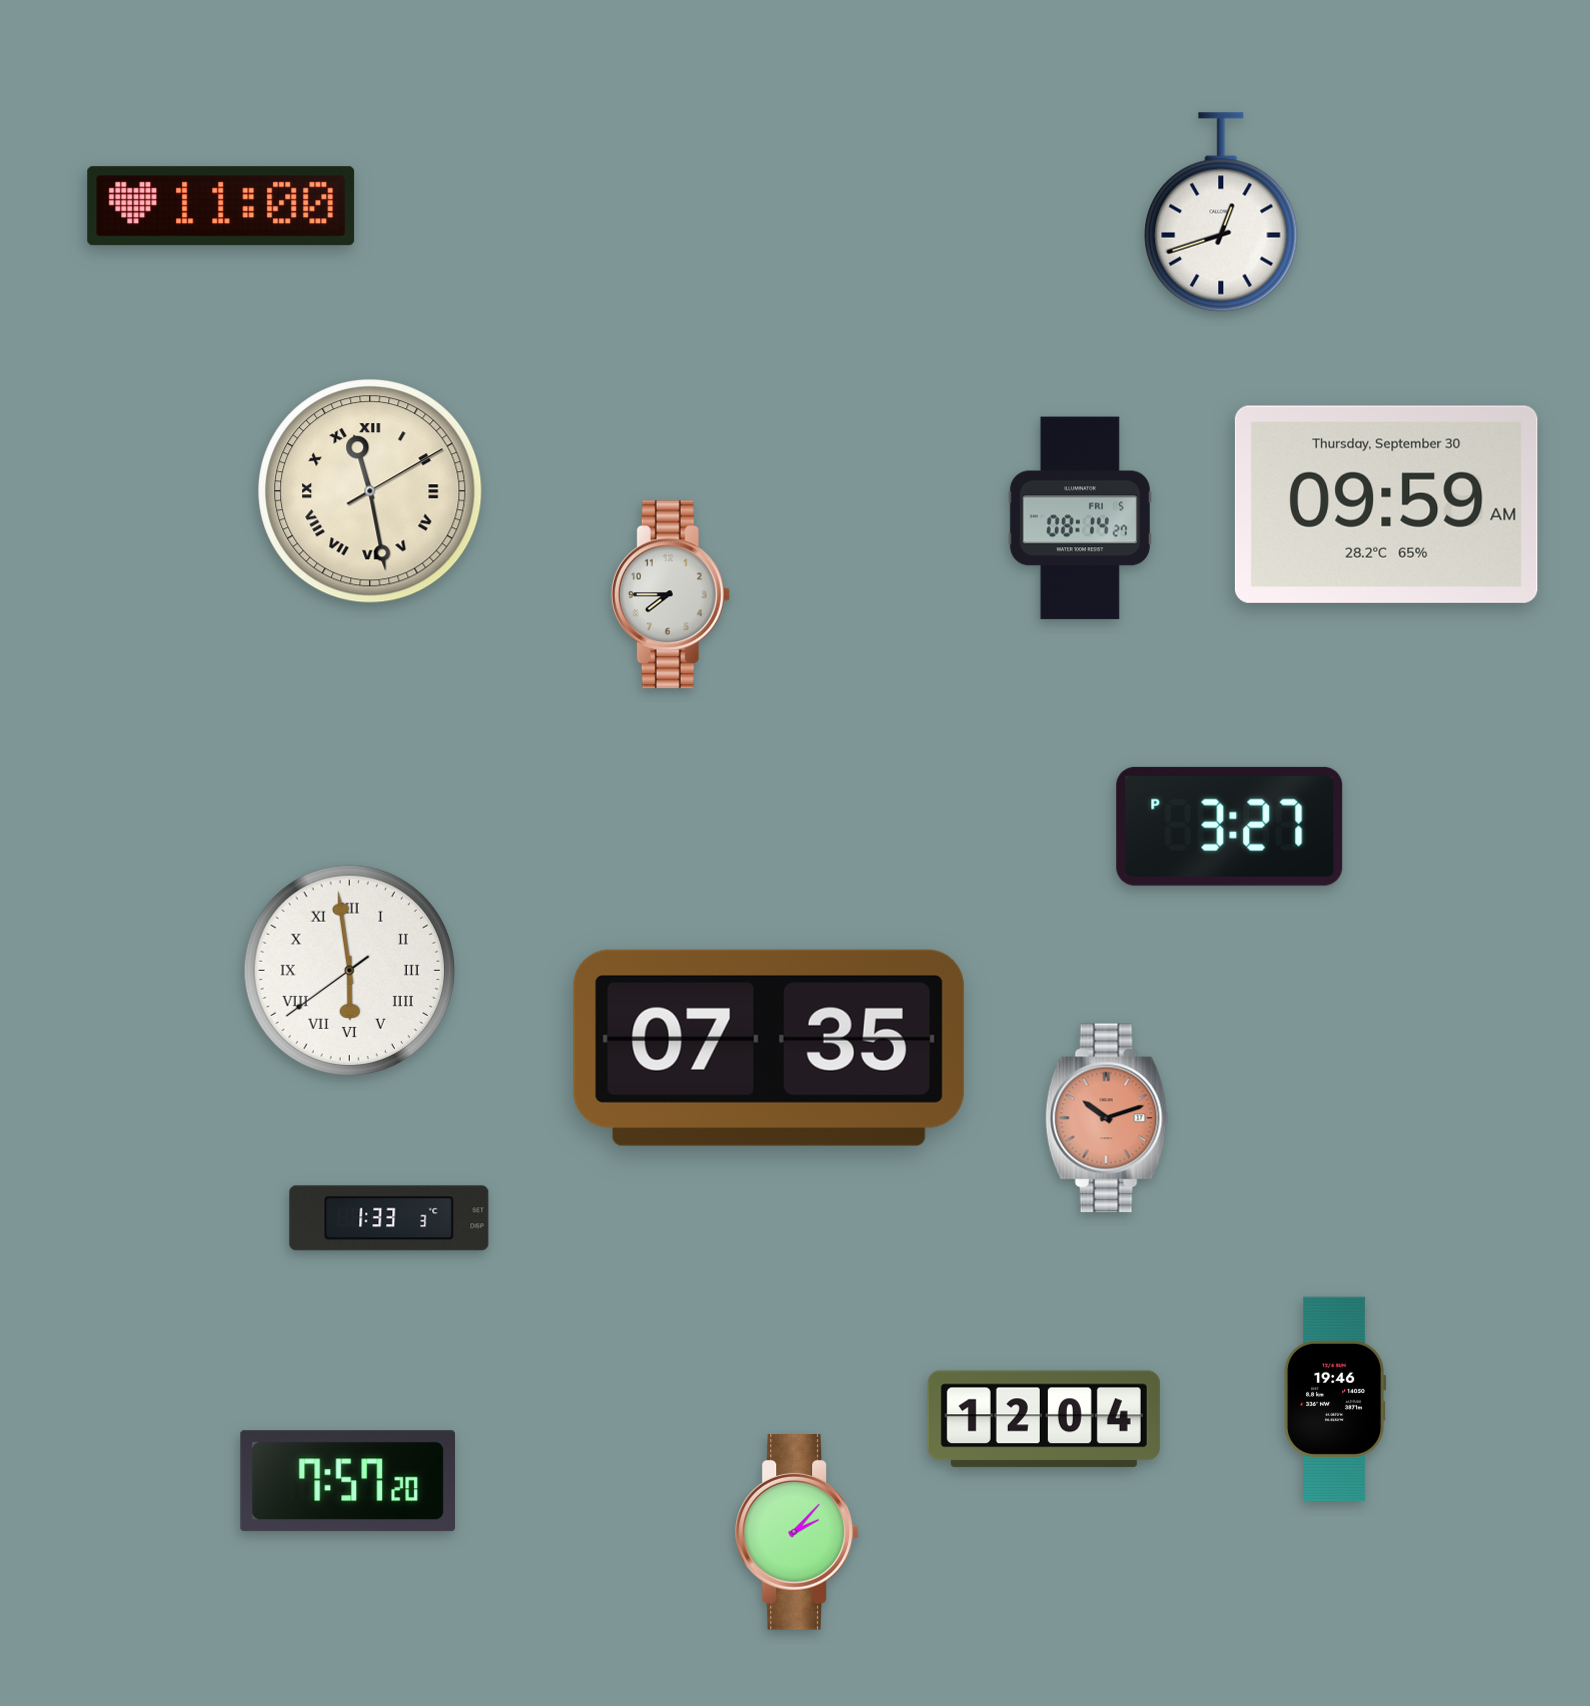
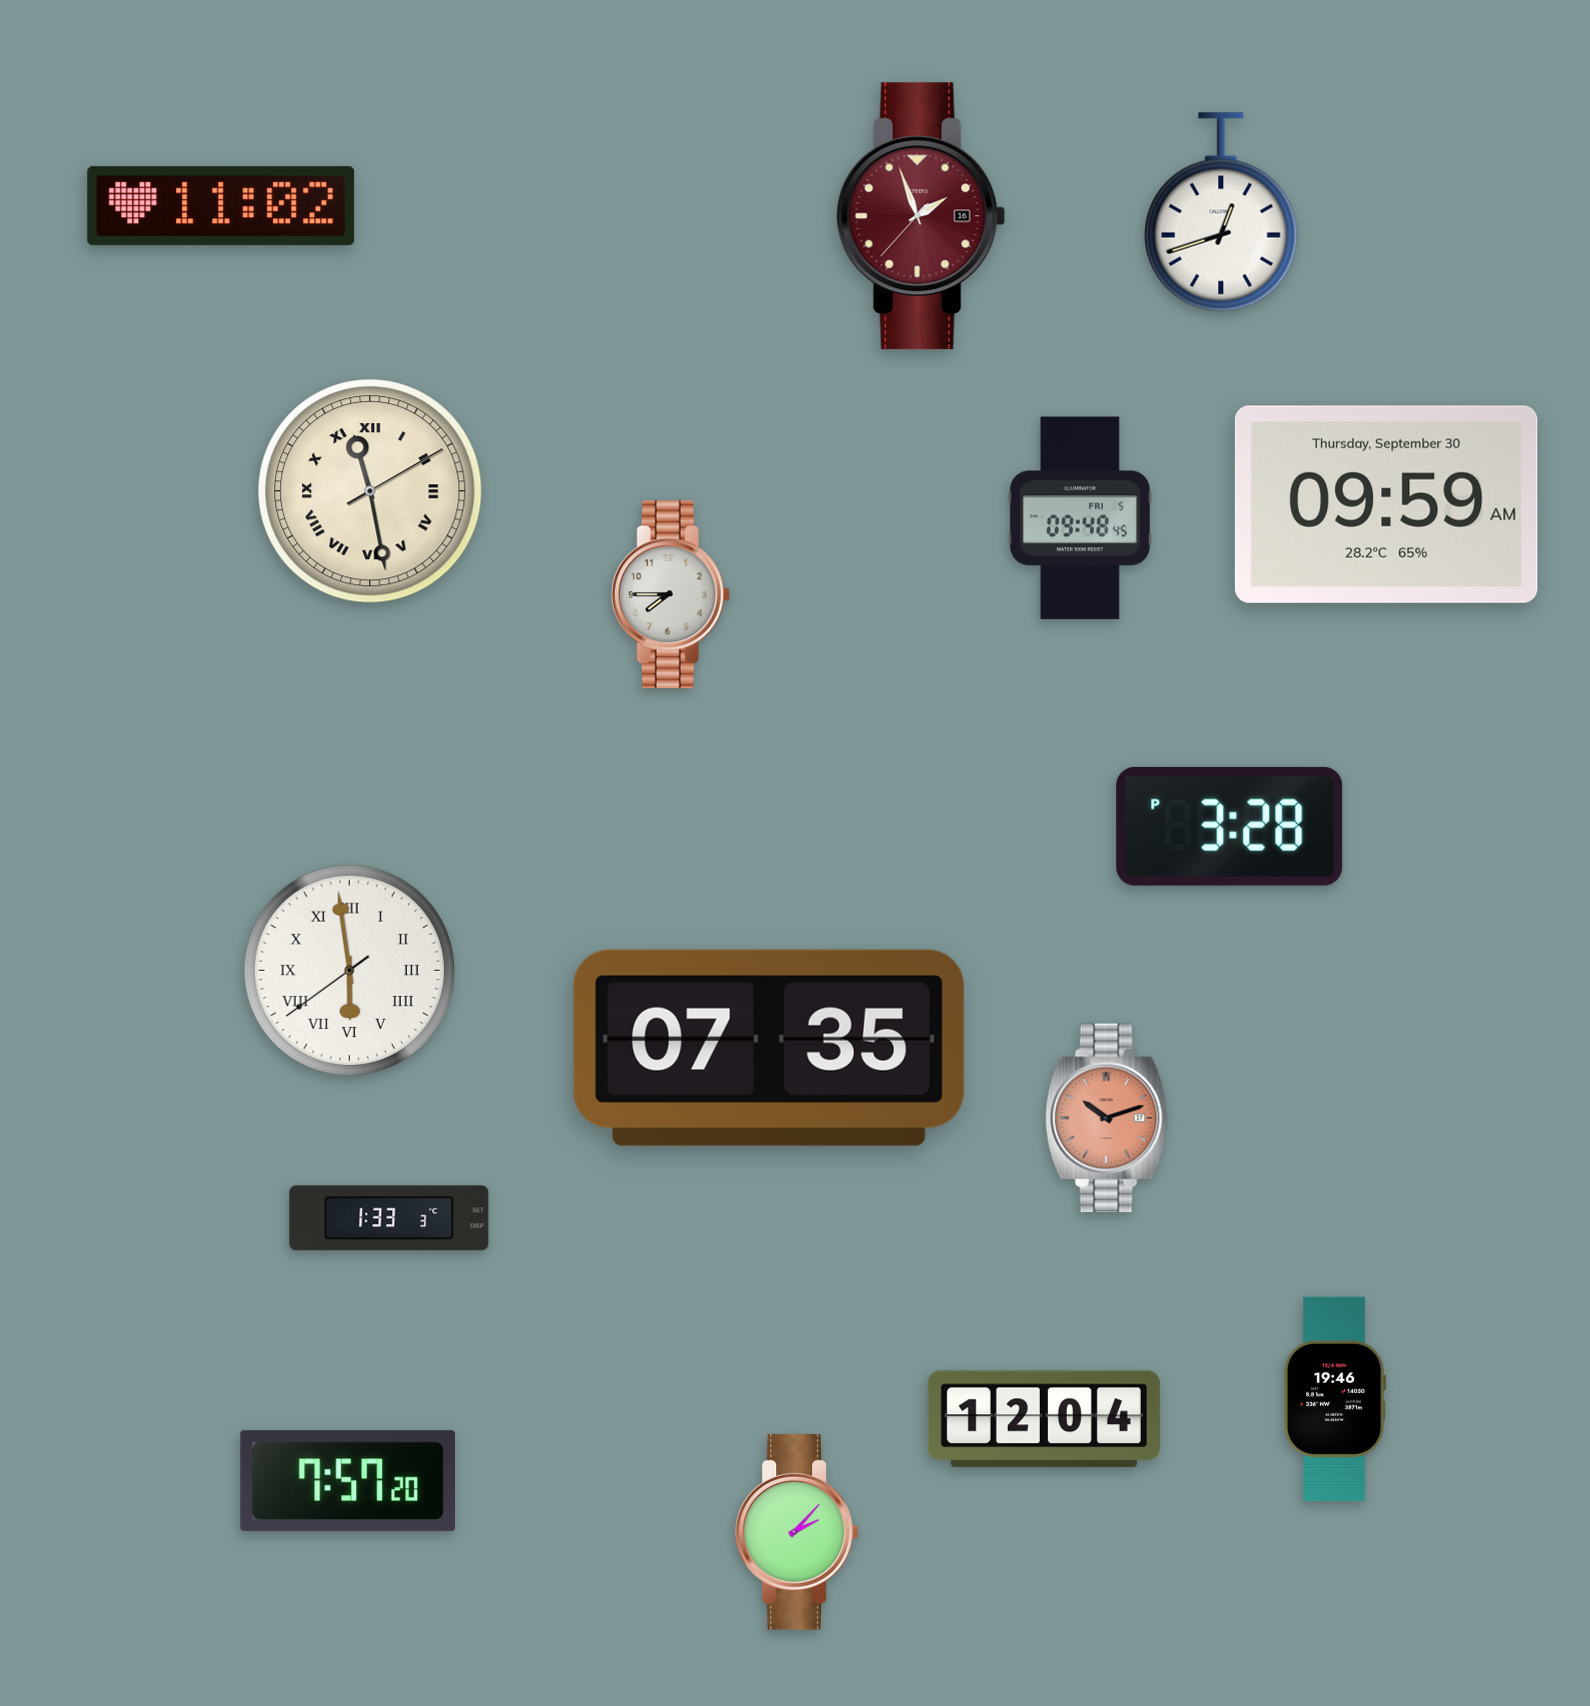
clock at (221, 206): 11:00 -> 11:02
clock at (921, 216): none -> 1:56
clock at (1080, 518): 08:14 -> 09:48
clock at (1230, 826): 3:27 -> 3:28
